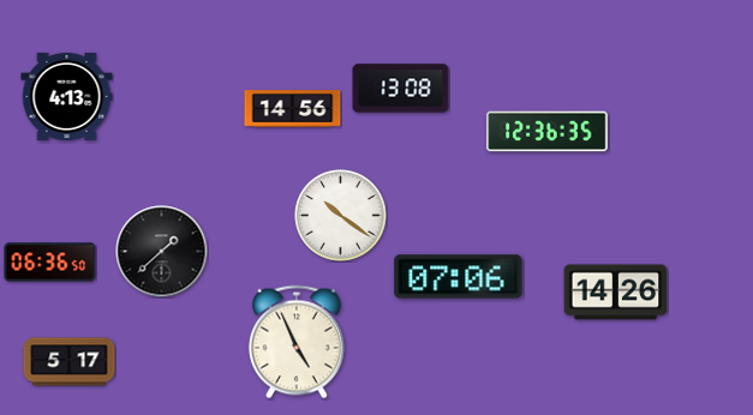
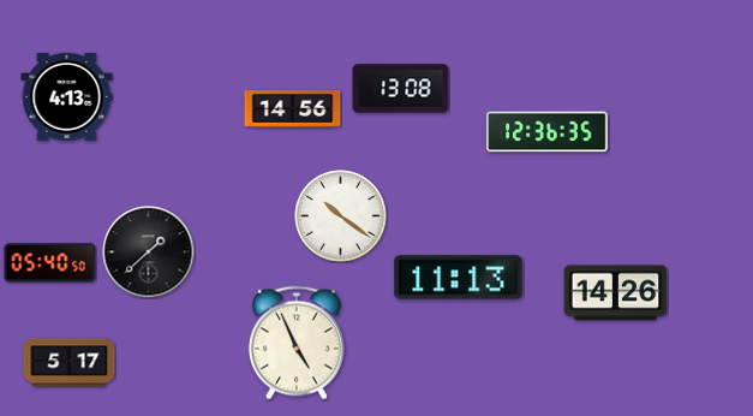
clock at (162, 252) position: (162, 252) -> (149, 252)
clock at (50, 263): 06:36 -> 05:40
clock at (459, 277): 07:06 -> 11:13
